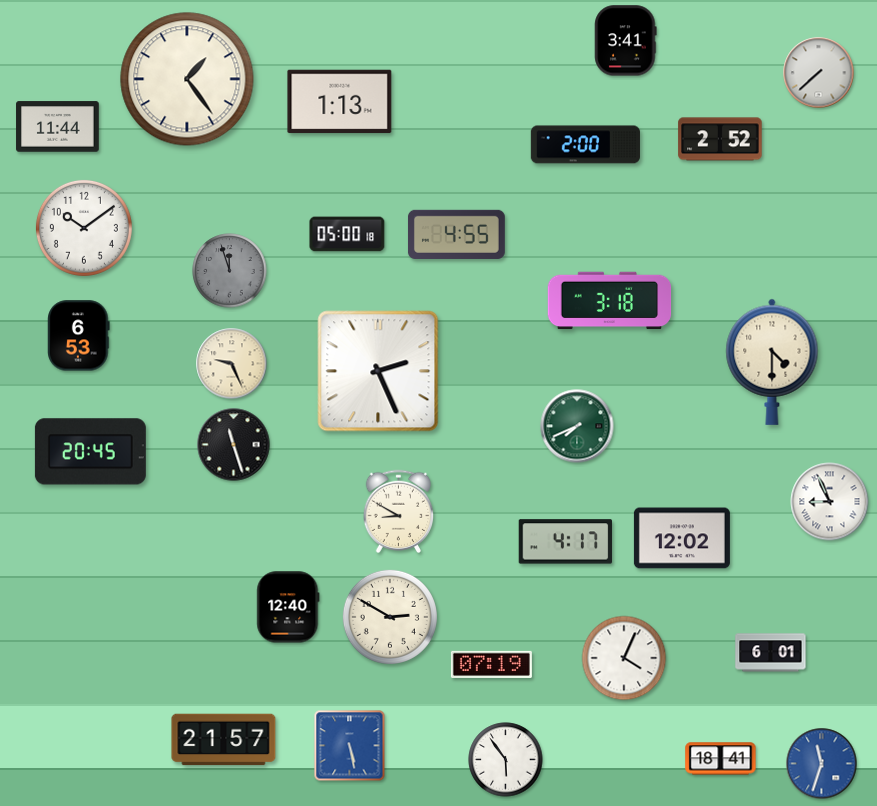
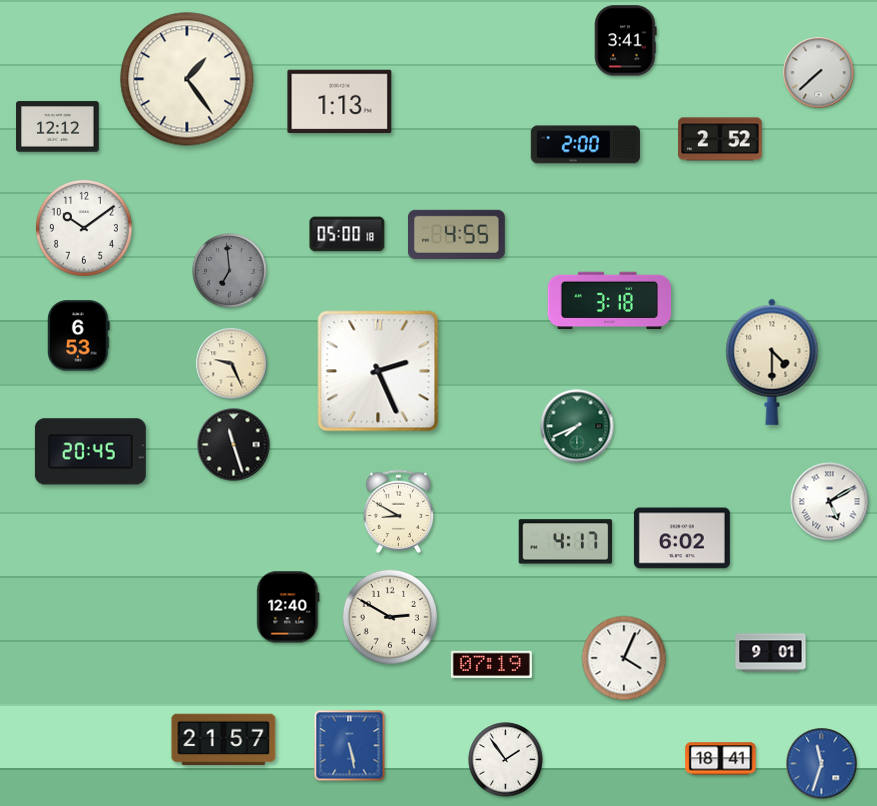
clock at (58, 127): 11:44 -> 12:12
clock at (230, 271): 11:57 -> 6:59
clock at (830, 502): 8:56 -> 5:10
clock at (682, 538): 12:02 -> 6:02
clock at (771, 653): 6:01 -> 9:01
clock at (506, 760): 5:54 -> 1:54
